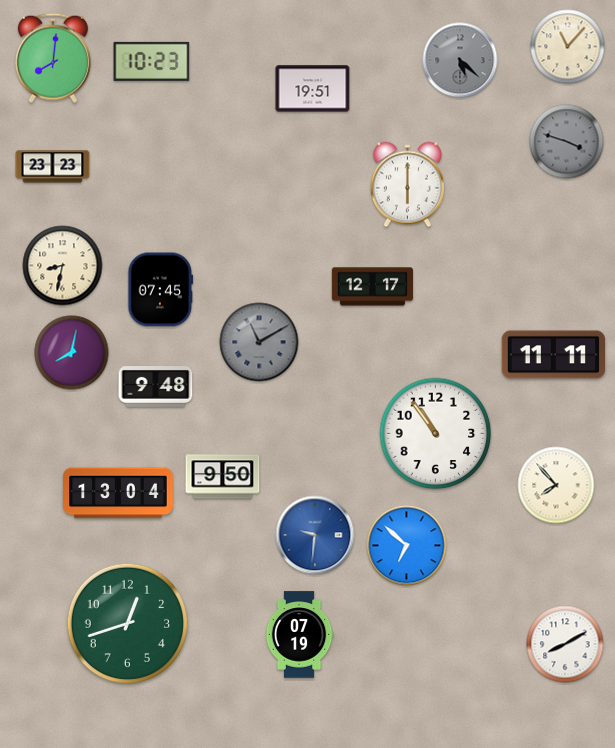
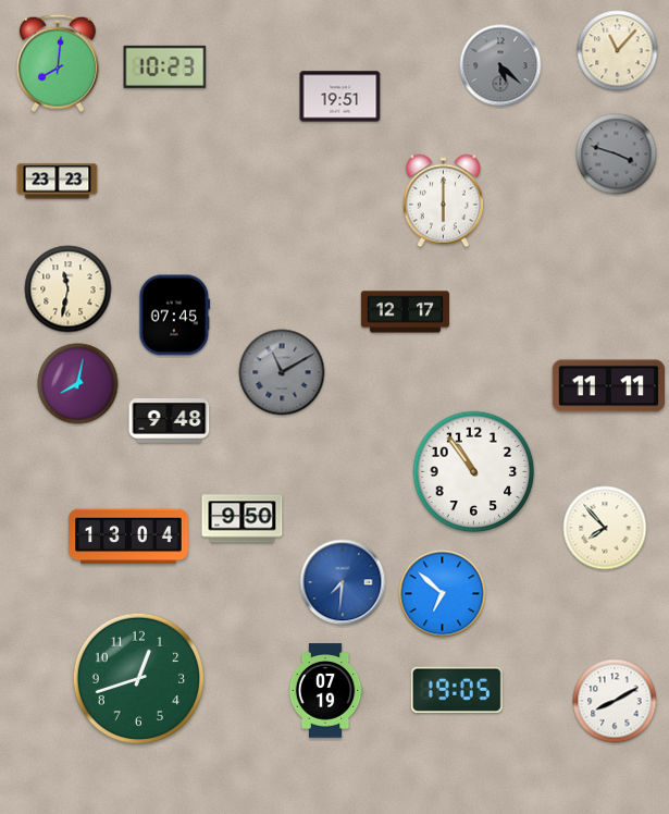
clock at (63, 266): 8:32 -> 11:32
clock at (553, 355) position: (553, 355) -> (608, 386)
clock at (315, 535): 9:31 -> 7:31
clock at (457, 690): none -> 19:05
